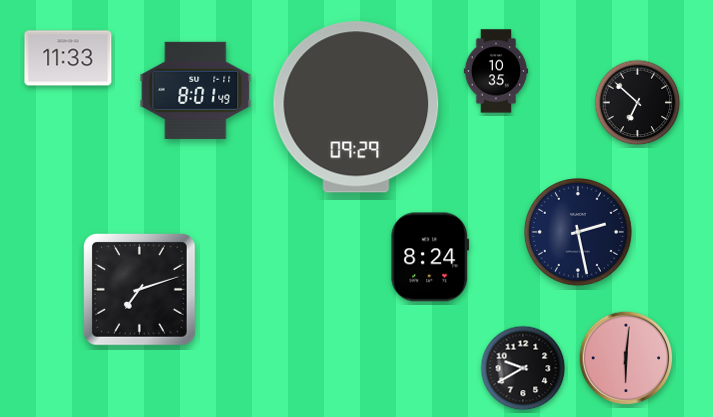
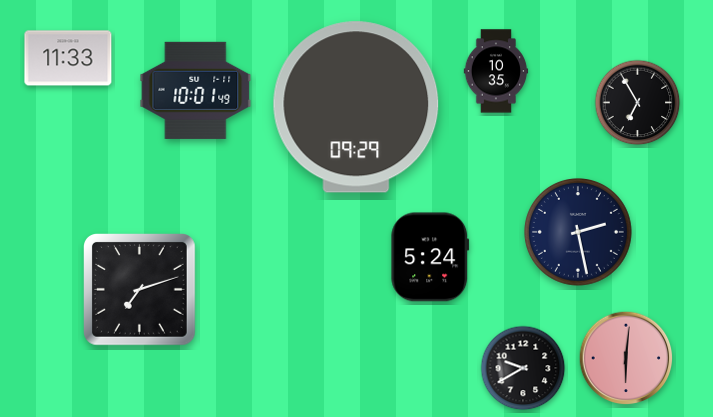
clock at (196, 90): 8:01 -> 10:01
clock at (638, 103): 6:52 -> 6:55
clock at (430, 257): 8:24 -> 5:24
